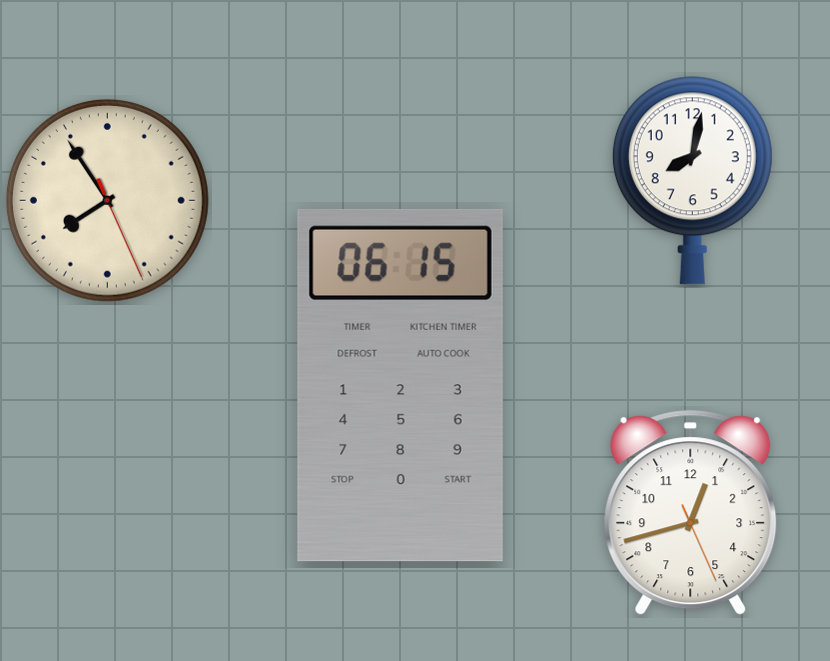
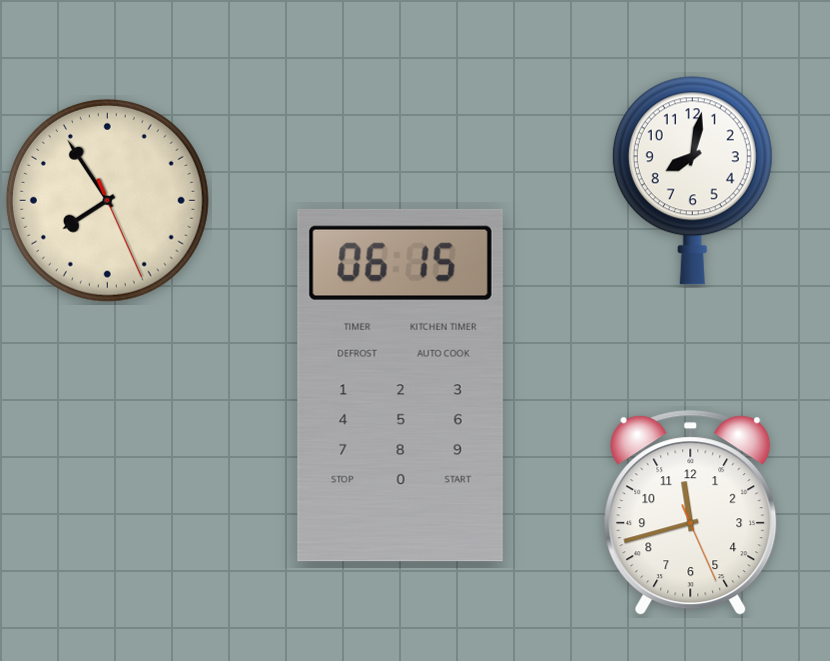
clock at (691, 513): 12:42 -> 11:42
